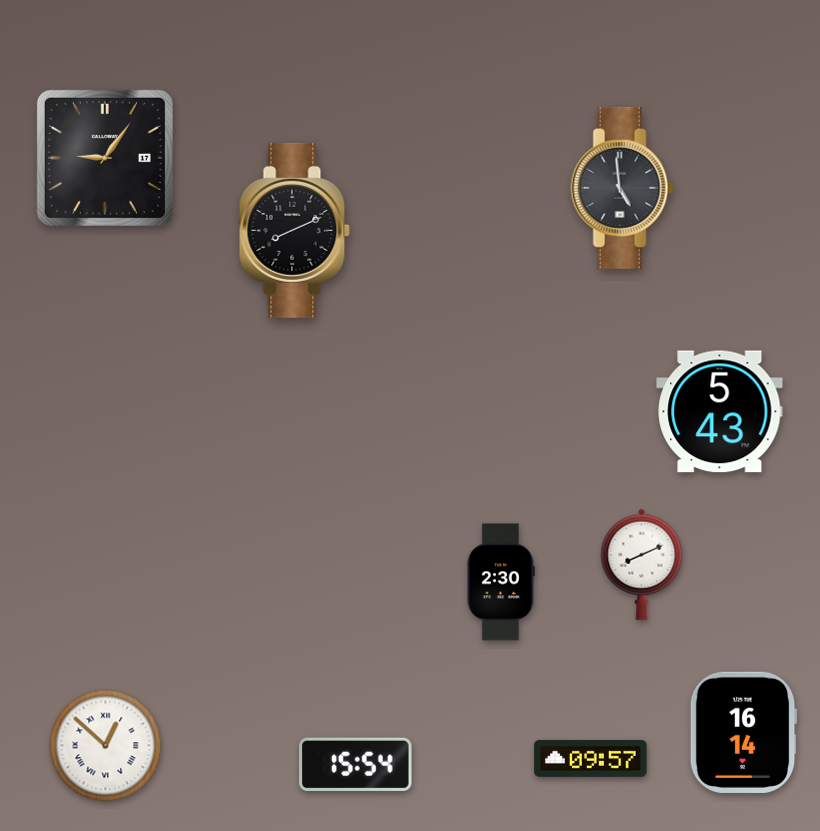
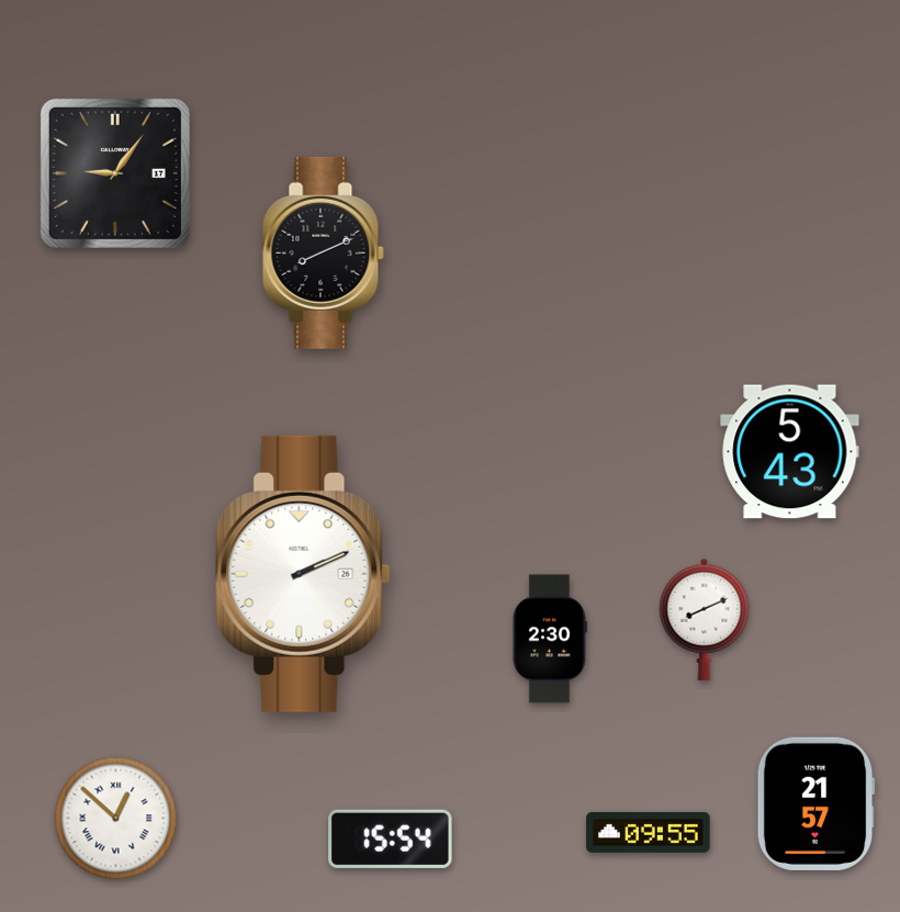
clock at (622, 188): 4:59 -> none
clock at (303, 574): none -> 2:11
clock at (743, 732): 16:14 -> 21:57
clock at (591, 758): 09:57 -> 09:55
